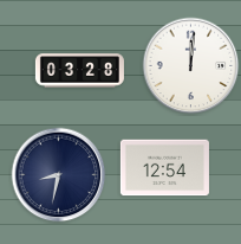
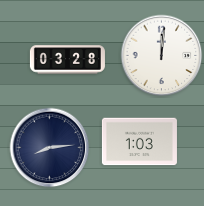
clock at (164, 168): 12:54 -> 1:03
clock at (59, 175): 8:32 -> 8:14
